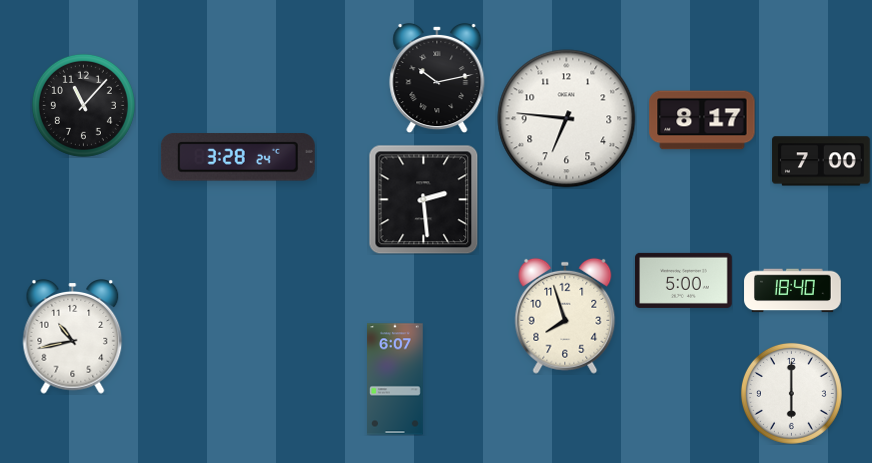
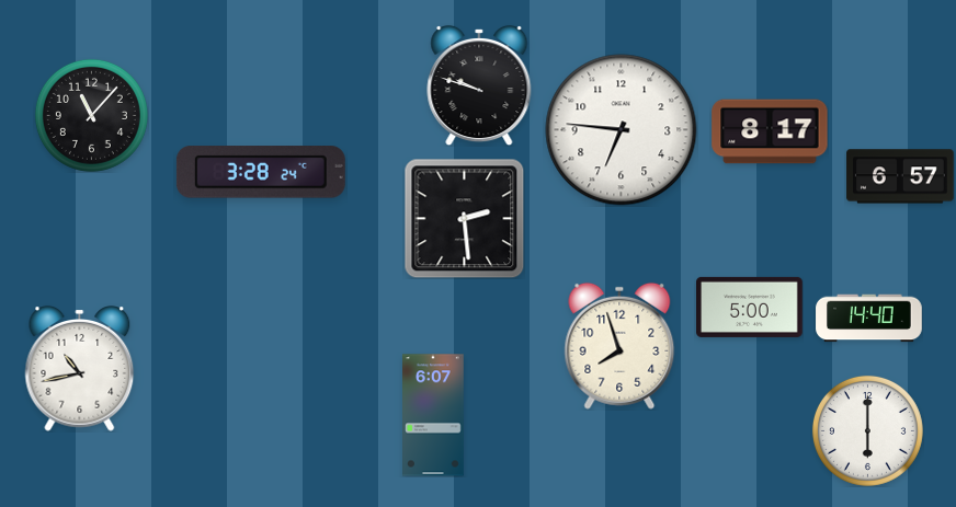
clock at (437, 78): 10:13 -> 9:48
clock at (821, 161): 7:00 -> 6:57
clock at (793, 291): 18:40 -> 14:40
